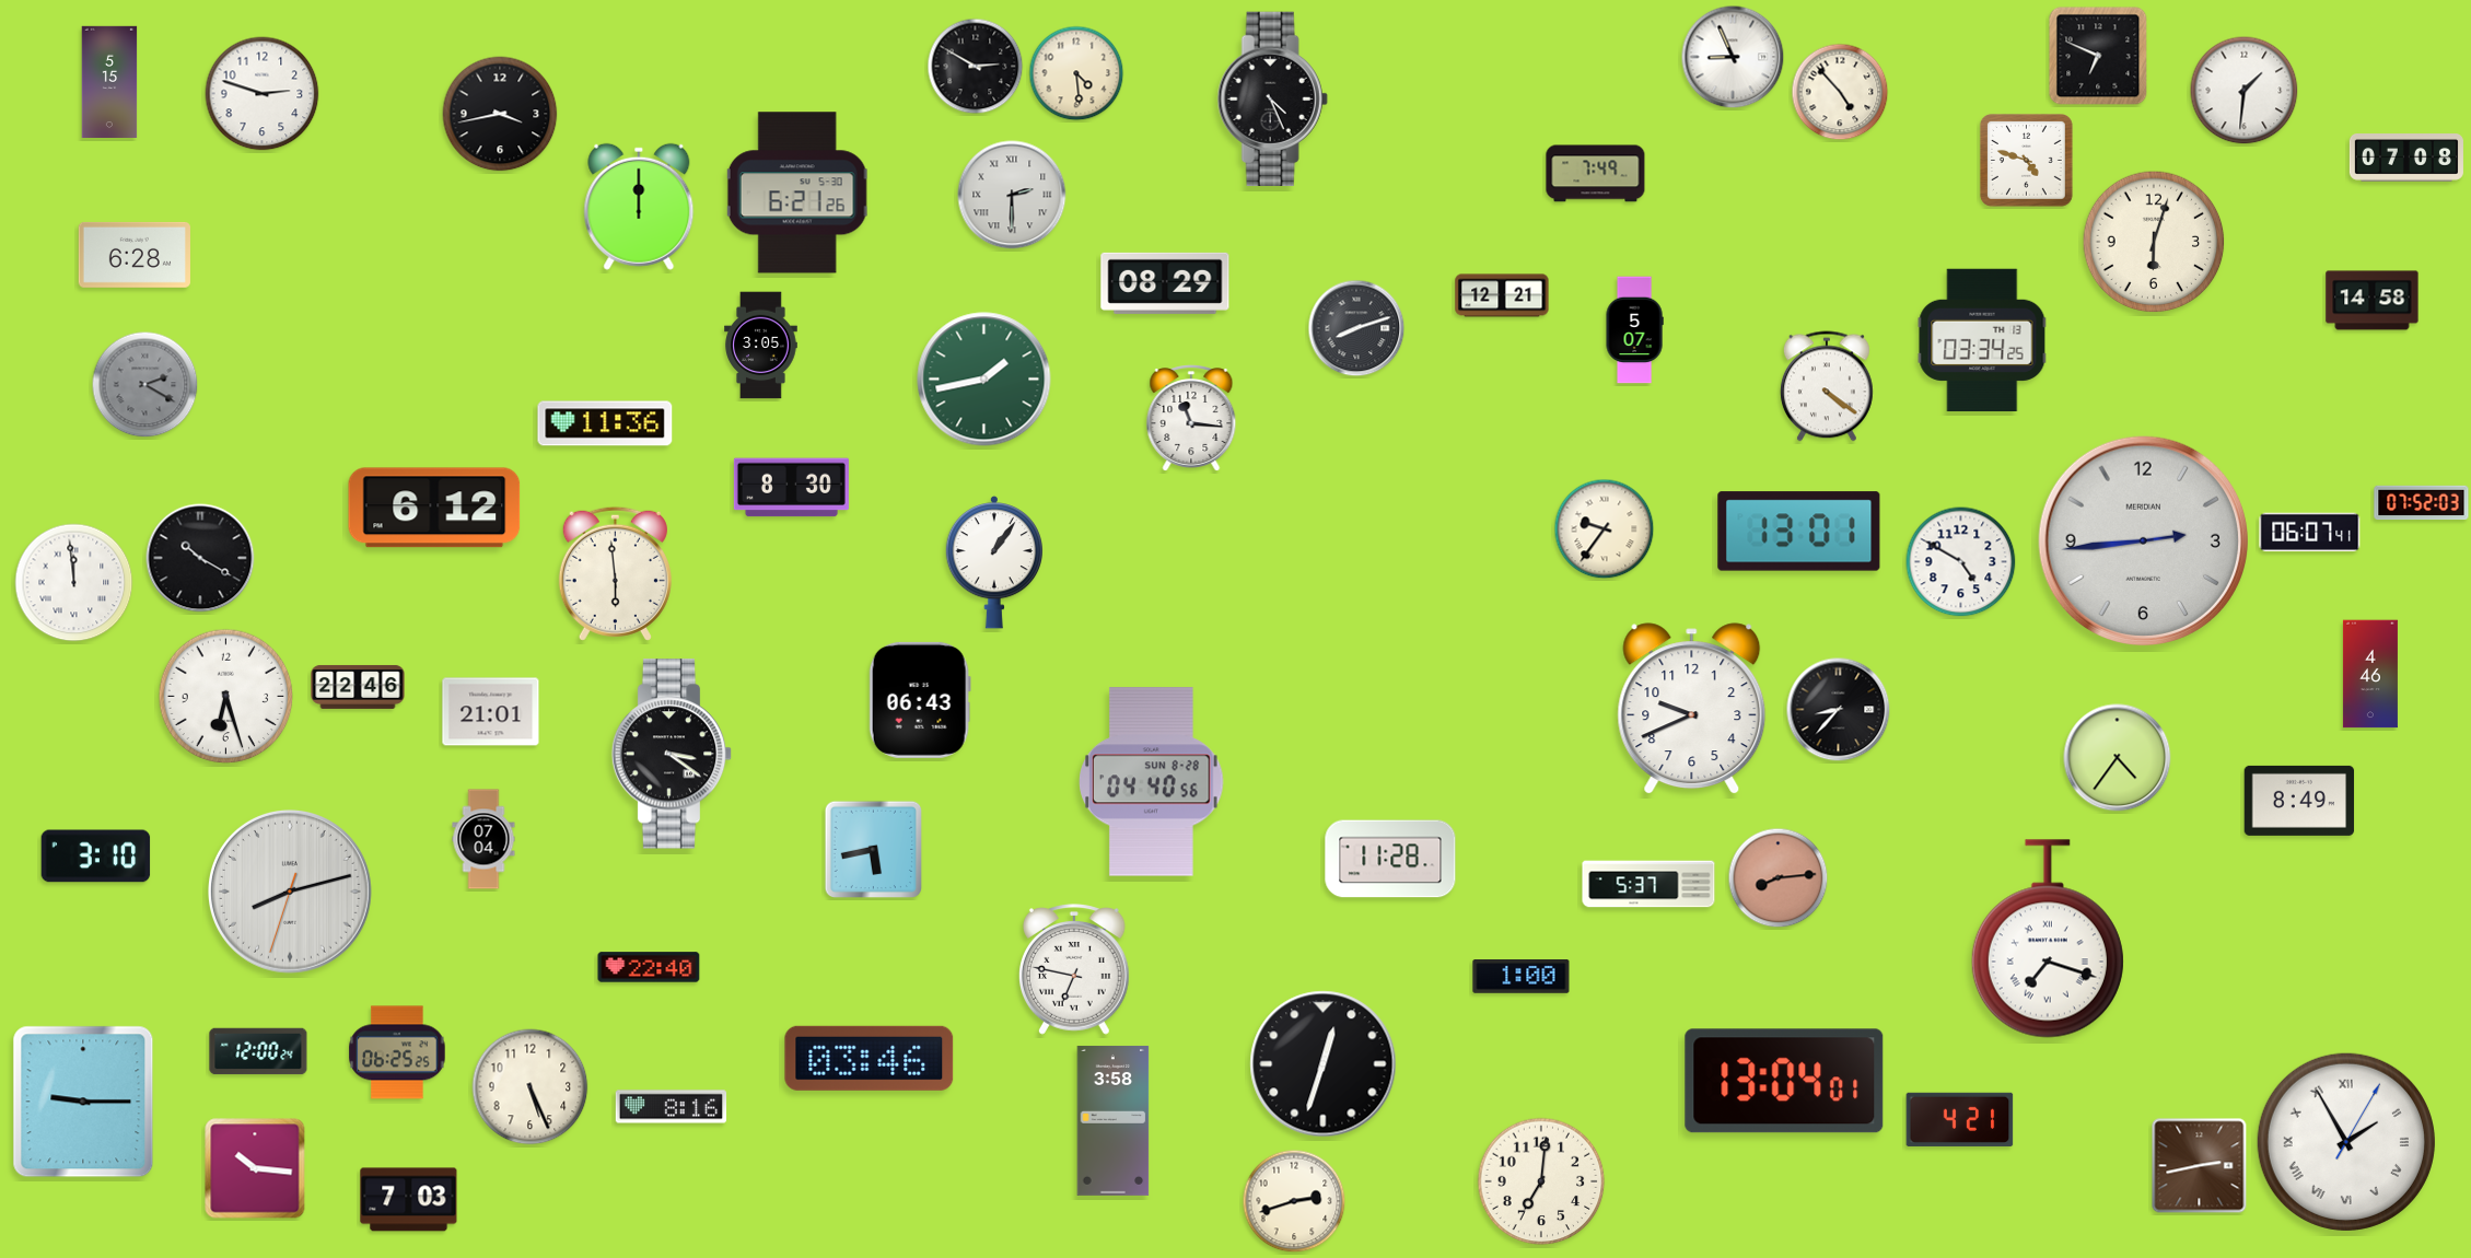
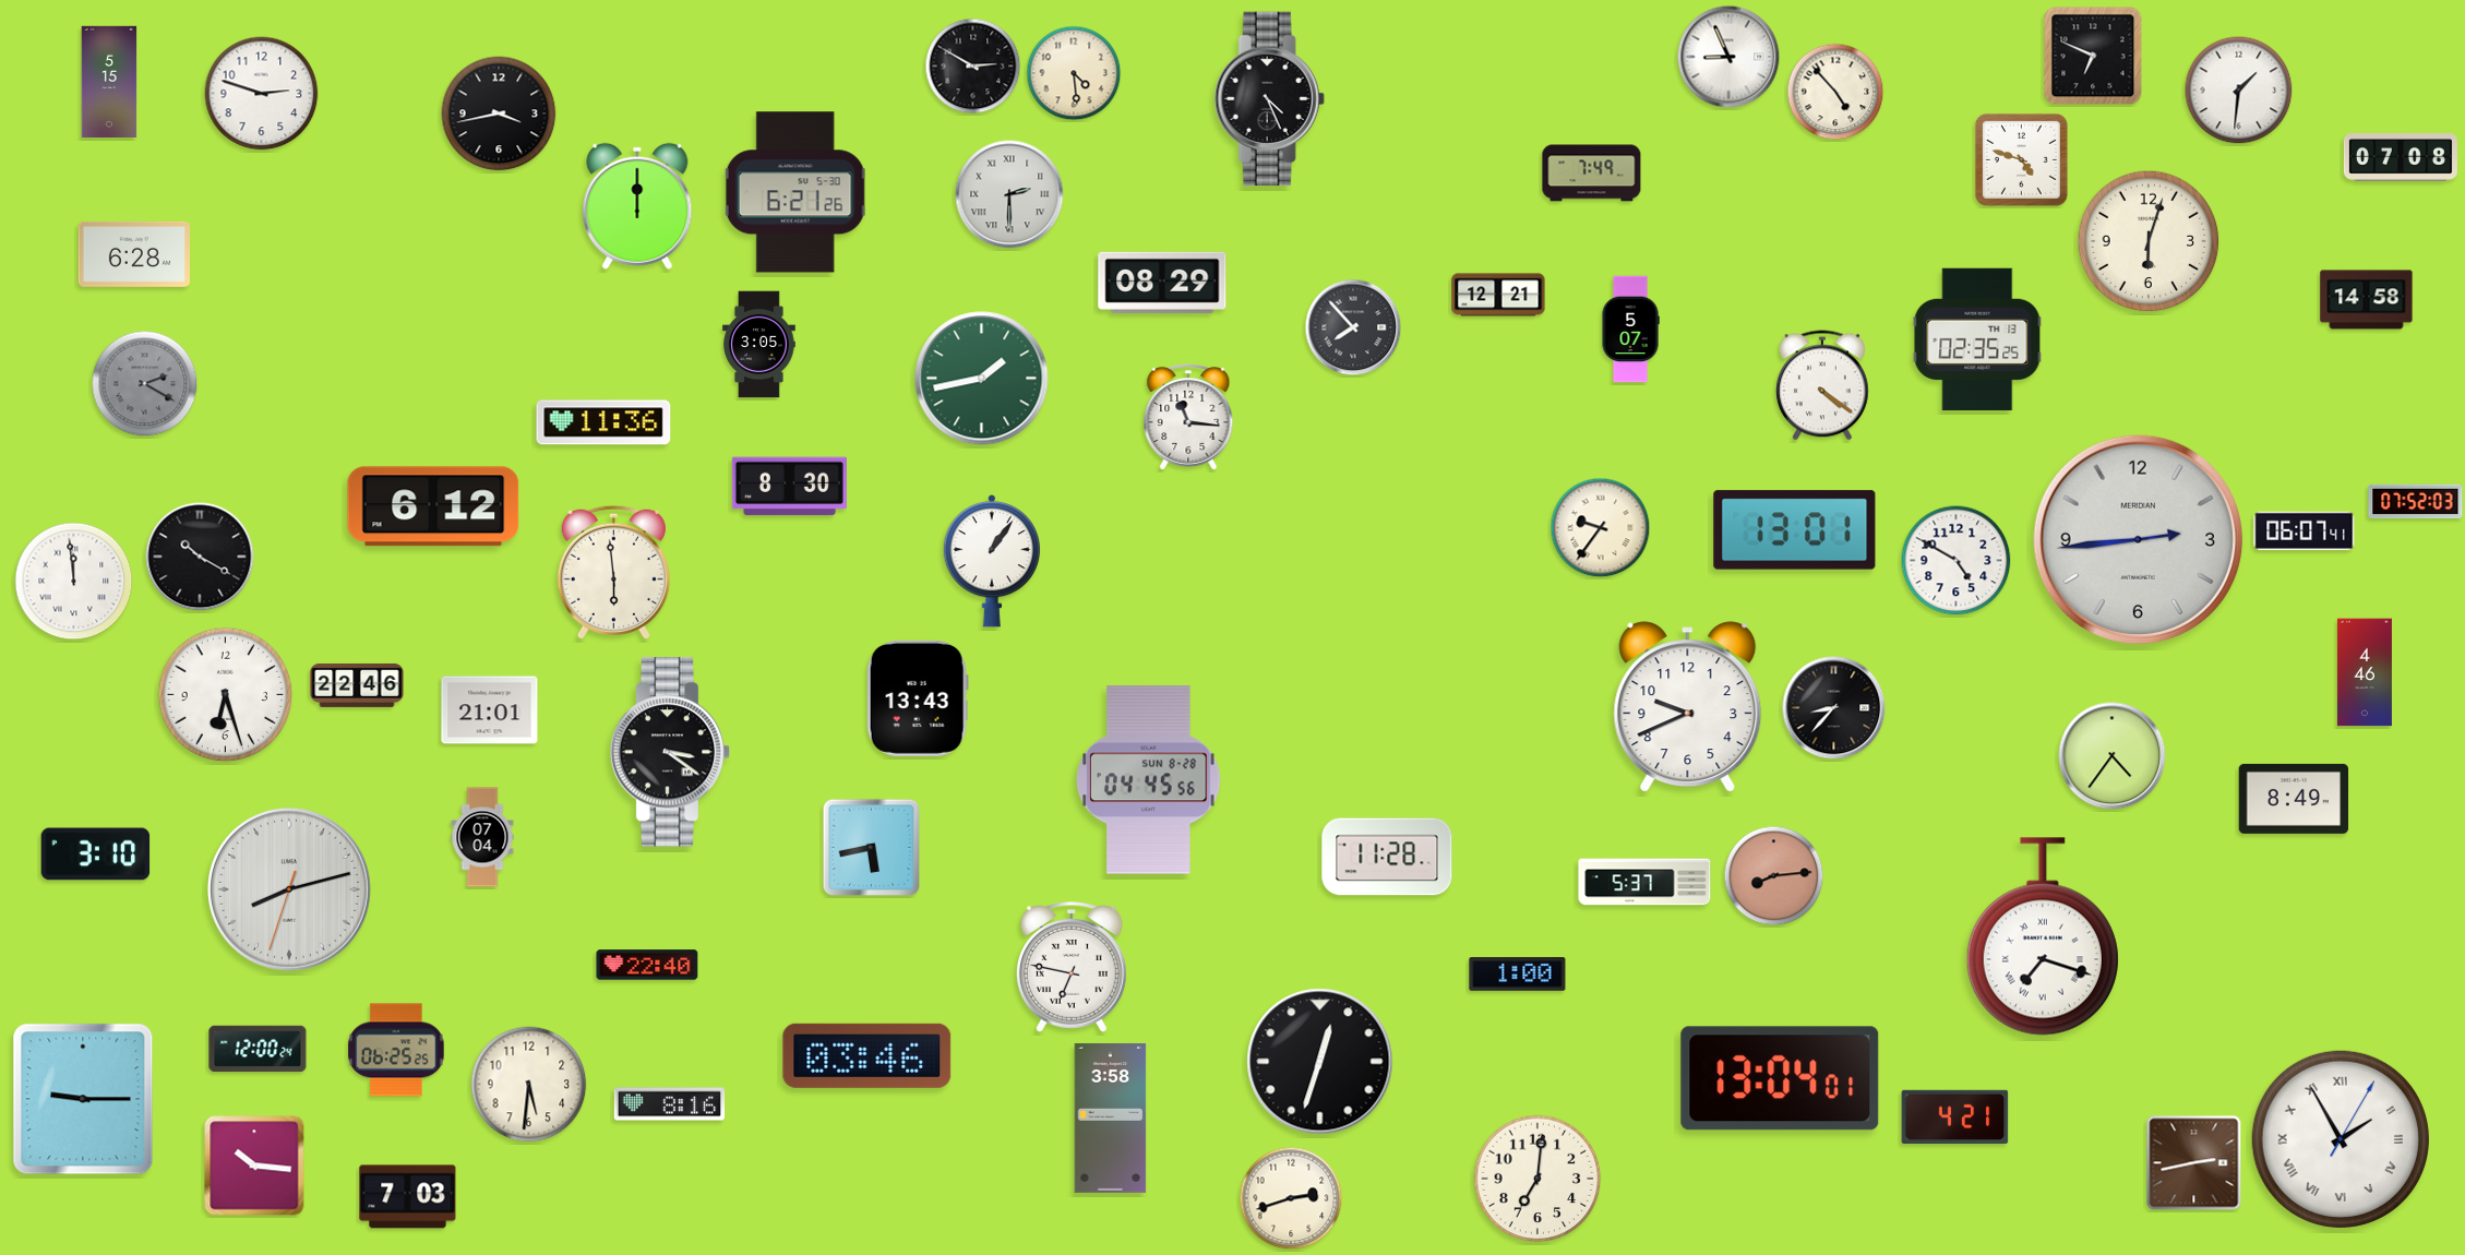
clock at (1356, 328): 8:12 -> 7:53
clock at (1982, 340): 03:34 -> 02:35
clock at (920, 700): 06:43 -> 13:43
clock at (1152, 782): 04:40 -> 04:45
clock at (531, 1087): 5:26 -> 5:31
